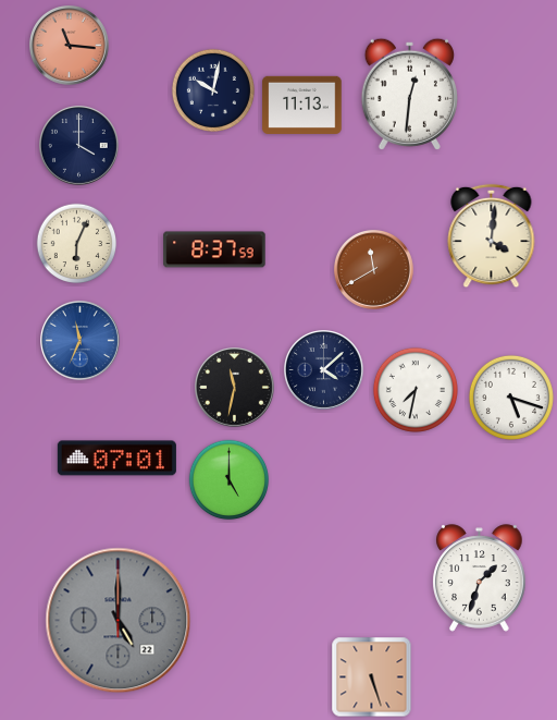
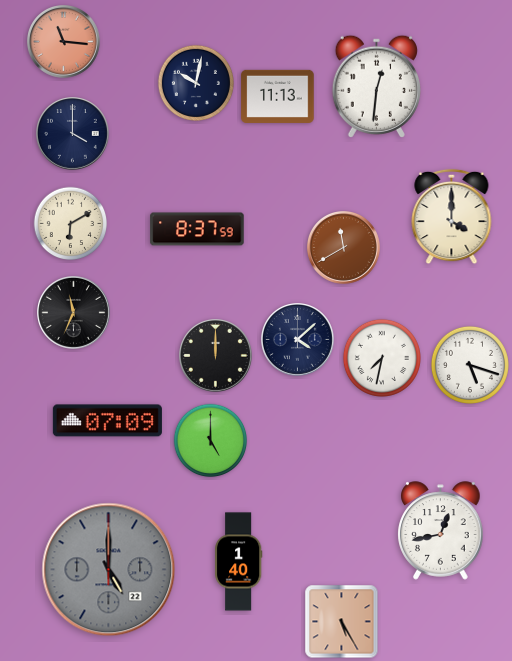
clock at (492, 236): 4:01 -> 4:00
clock at (77, 244): 6:04 -> 6:10
clock at (81, 341) dial: blue -> black
clock at (235, 388): 11:32 -> 12:00
clock at (116, 459): 07:01 -> 07:09
clock at (480, 578): 1:33 -> 12:43
clock at (238, 562): none -> 1:40
clock at (372, 678): 5:27 -> 5:25
